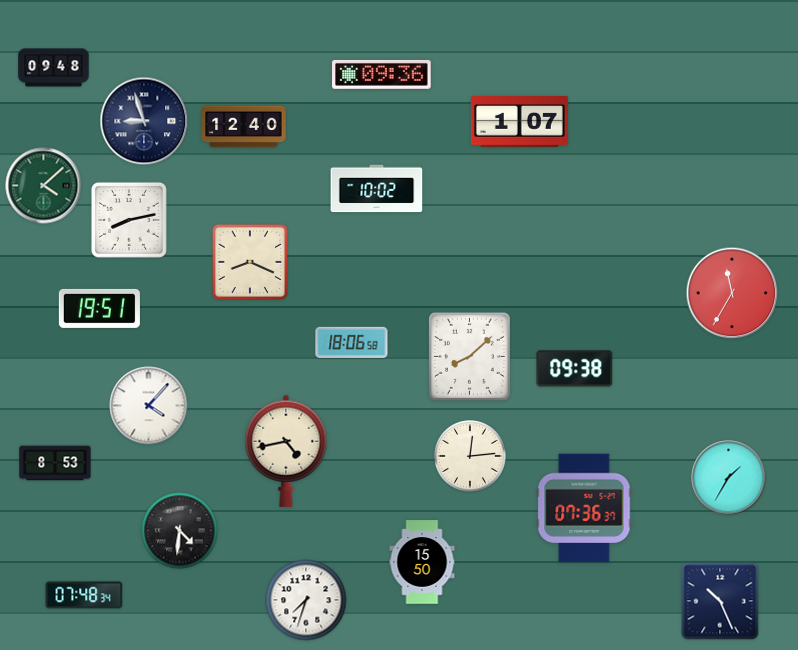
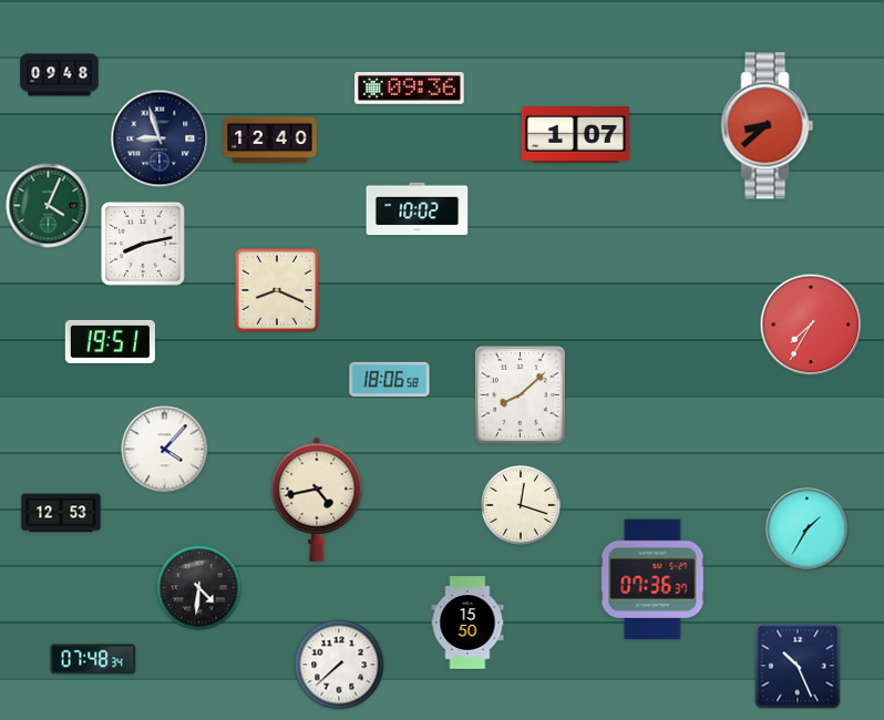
clock at (382, 74) position: (382, 74) -> (410, 88)
clock at (768, 126): none -> 8:38
clock at (144, 121) position: (144, 121) -> (160, 138)
clock at (44, 186): 4:08 -> 4:04
clock at (732, 293): 11:35 -> 7:35
clock at (575, 369): 09:38 -> none
clock at (471, 457): 12:14 -> 12:18
clock at (55, 463): 8:53 -> 12:53
clock at (584, 508) position: (584, 508) -> (652, 579)
clock at (306, 600): 7:33 -> 7:38
